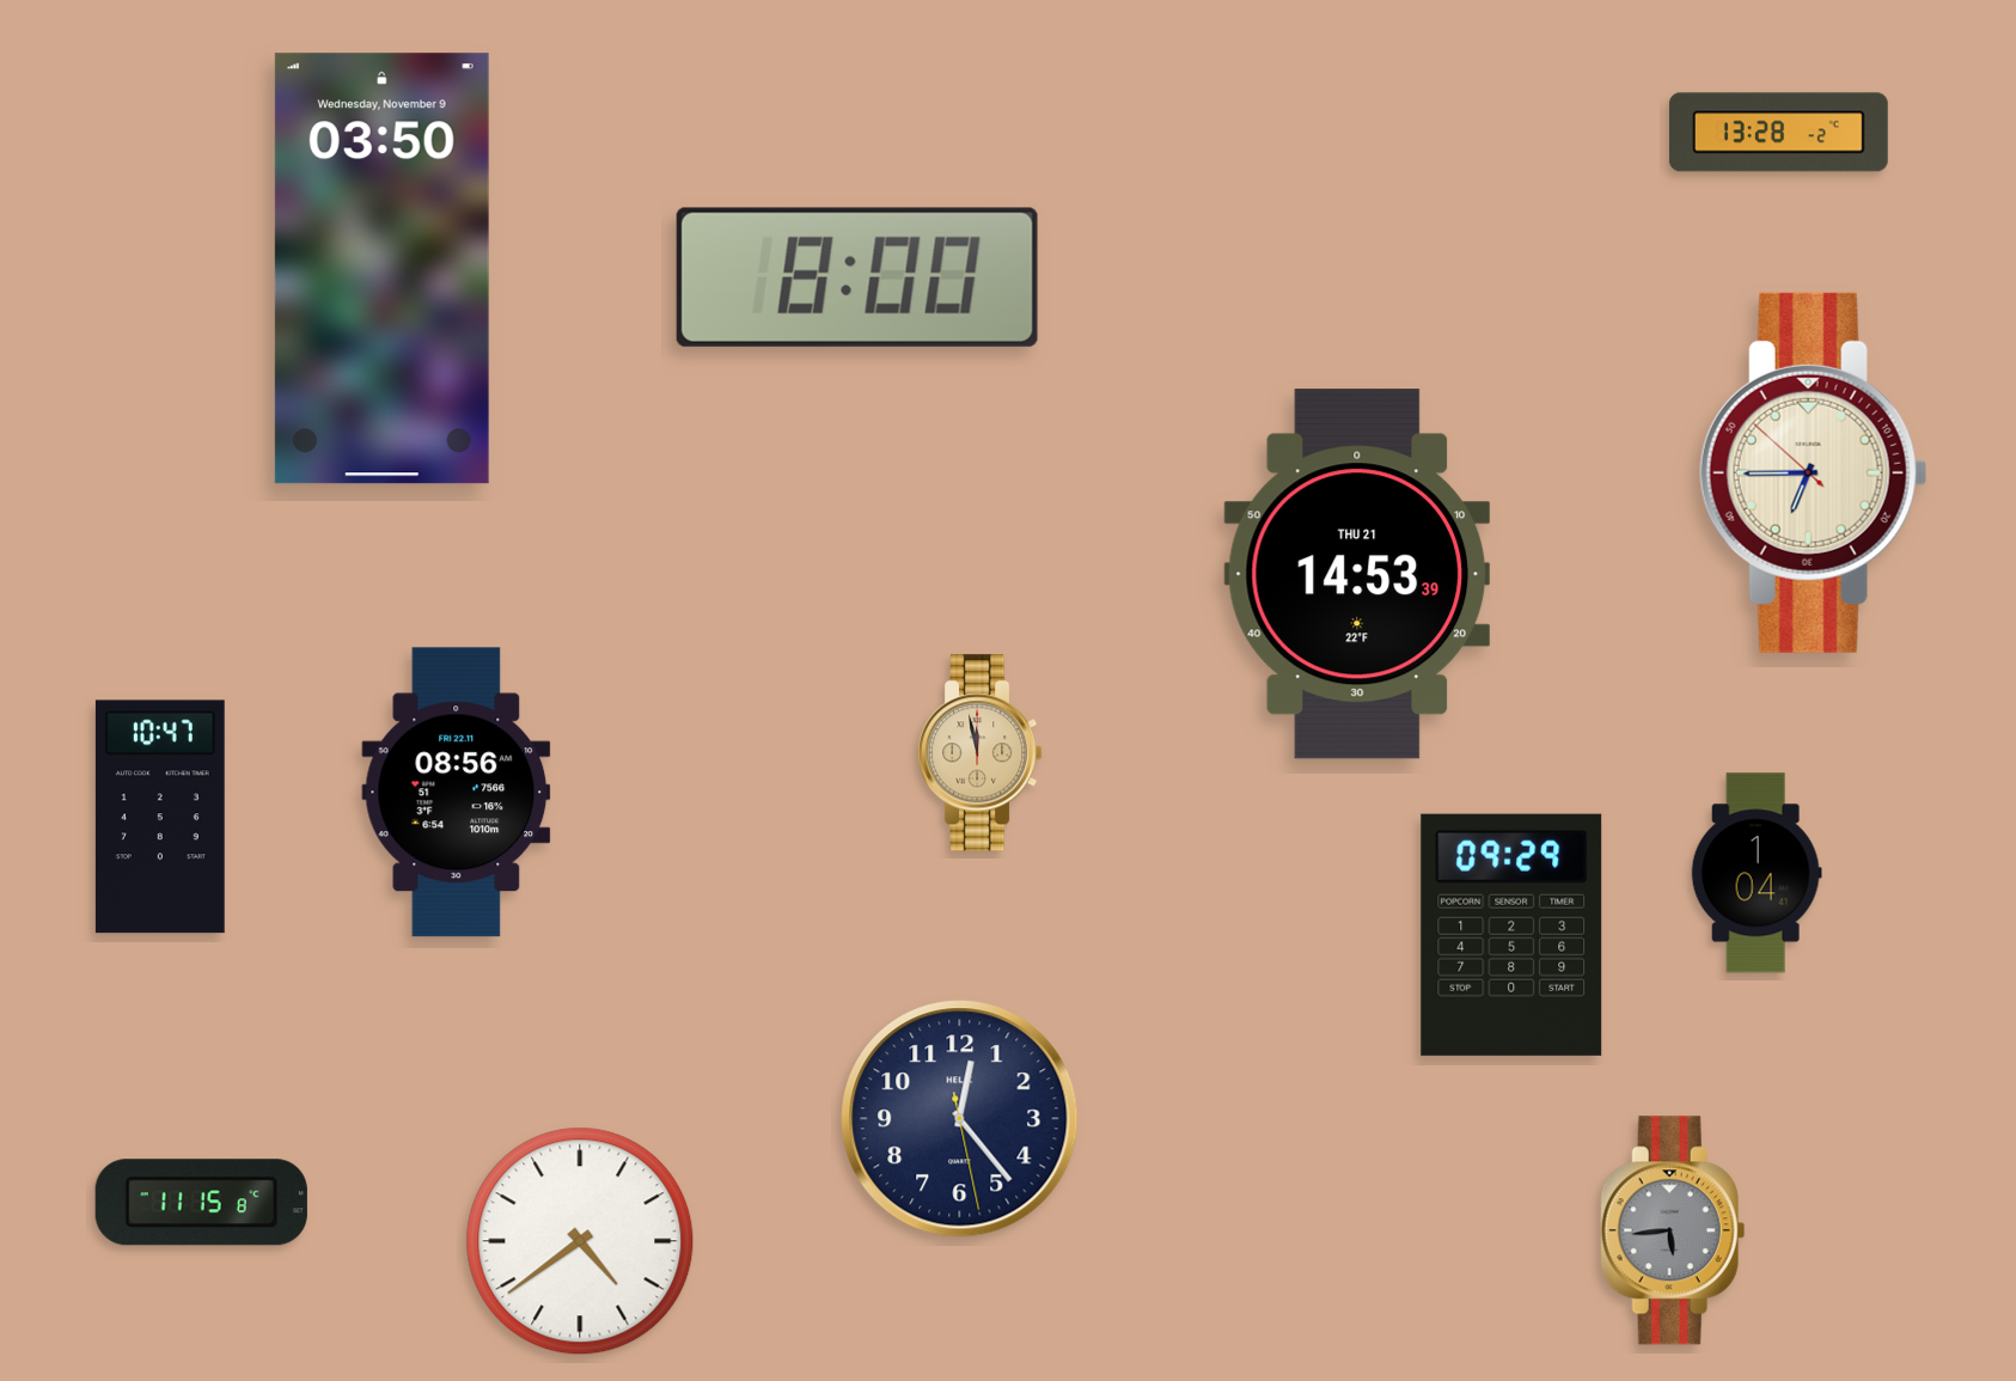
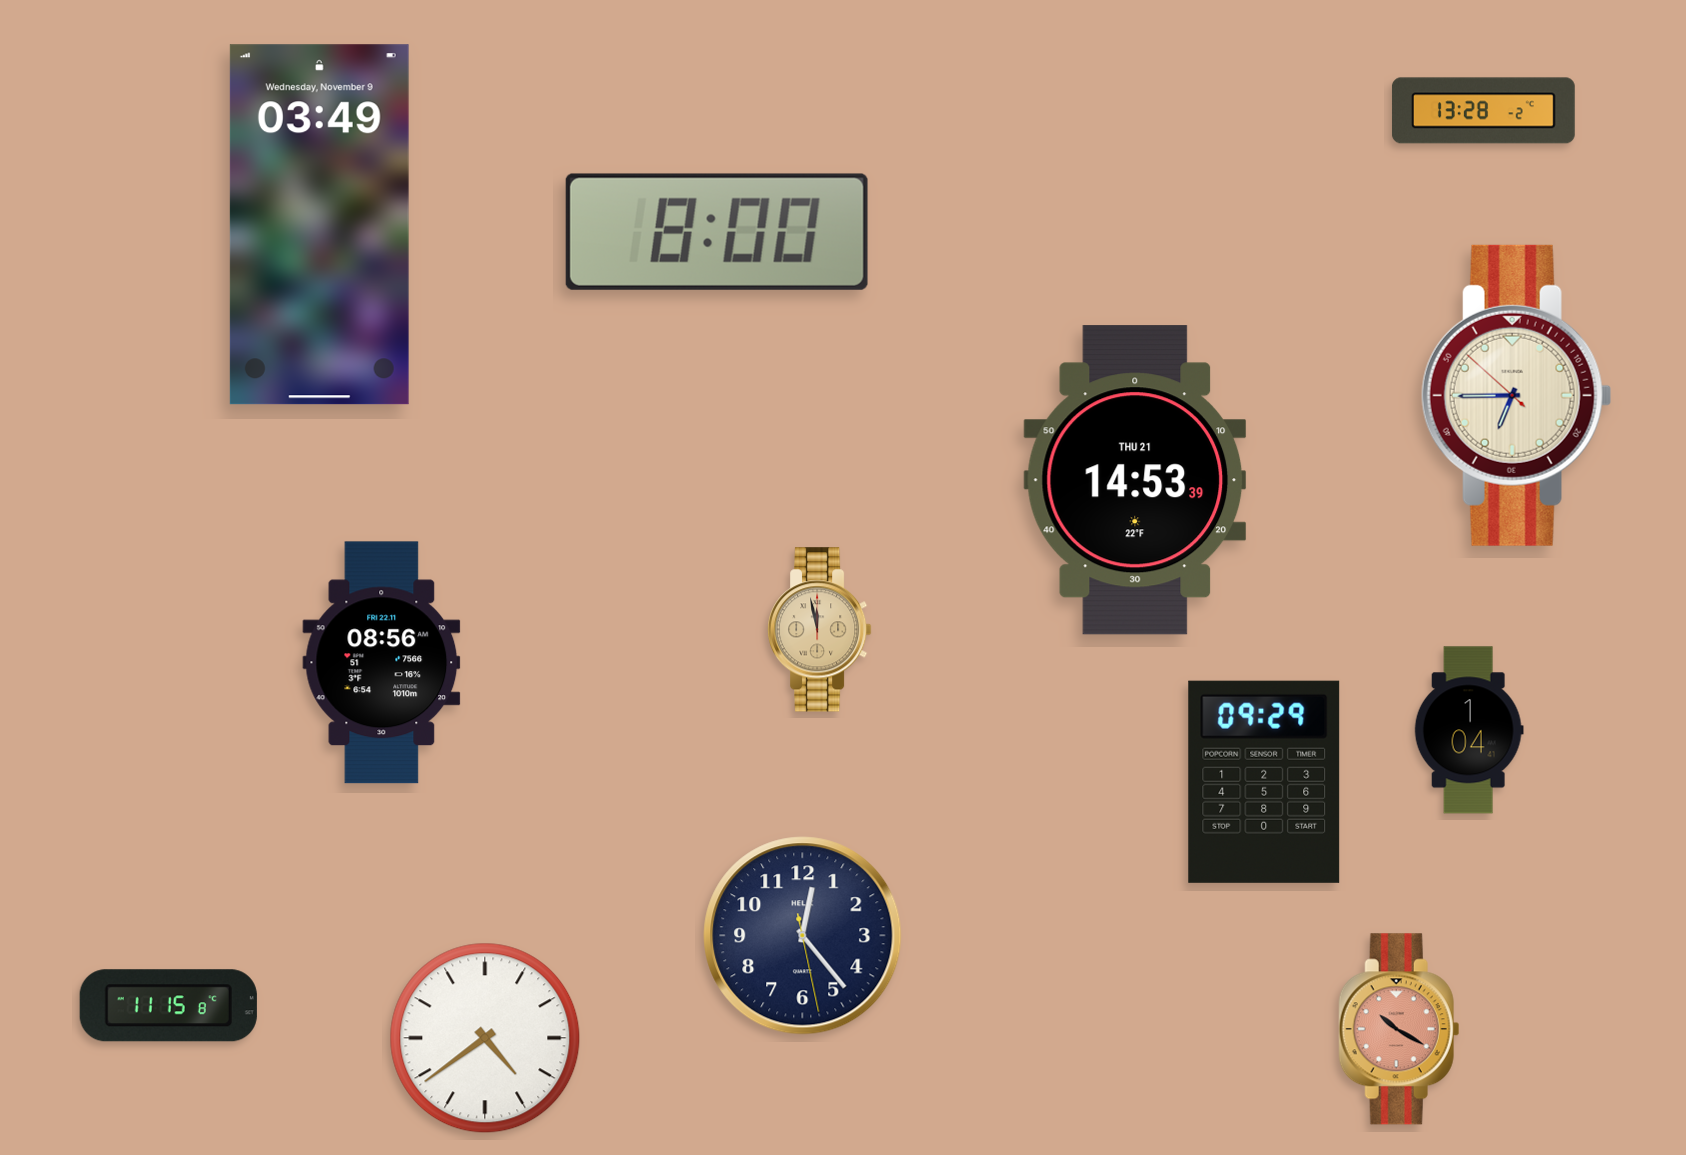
clock at (1778, 133) position: (1778, 133) -> (1483, 111)
clock at (381, 269): 03:50 -> 03:49
clock at (160, 817): 10:47 -> none
clock at (1673, 1230): 5:44 -> 10:20
clock at (1673, 1230) dial: grey -> salmon
